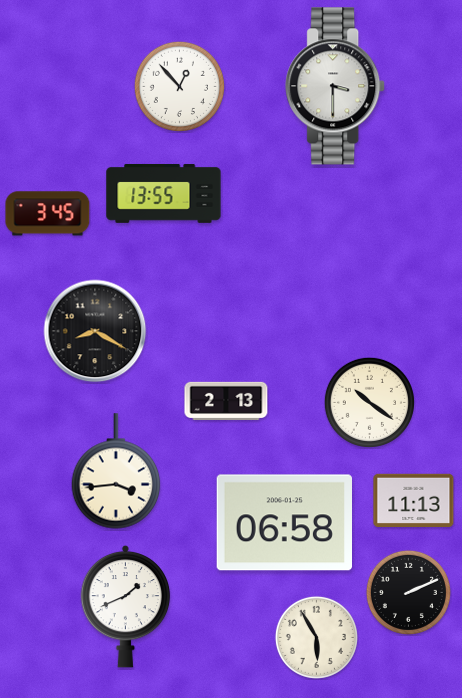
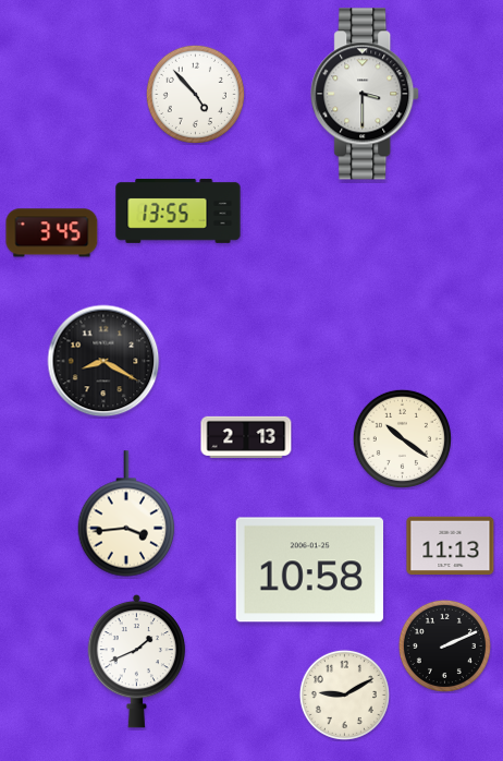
clock at (179, 86): 12:53 -> 4:53
clock at (284, 523): 06:58 -> 10:58
clock at (316, 637): 5:55 -> 9:10
